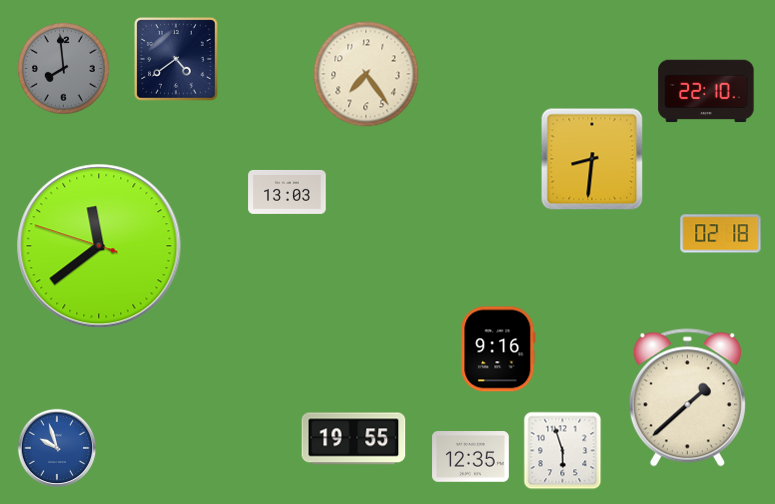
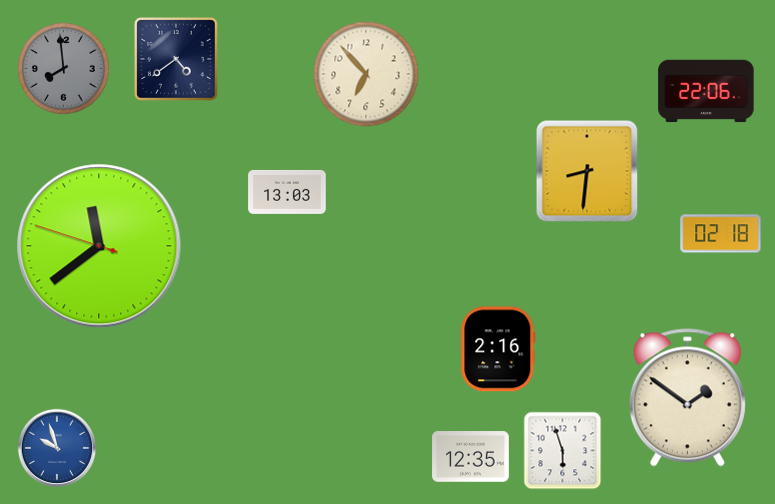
clock at (366, 74): 7:24 -> 6:53
clock at (706, 91): 22:10 -> 22:06
clock at (592, 159) position: (592, 159) -> (587, 171)
clock at (498, 349): 9:16 -> 2:16
clock at (687, 398): 1:38 -> 1:51
clock at (354, 439): 19:55 -> none
